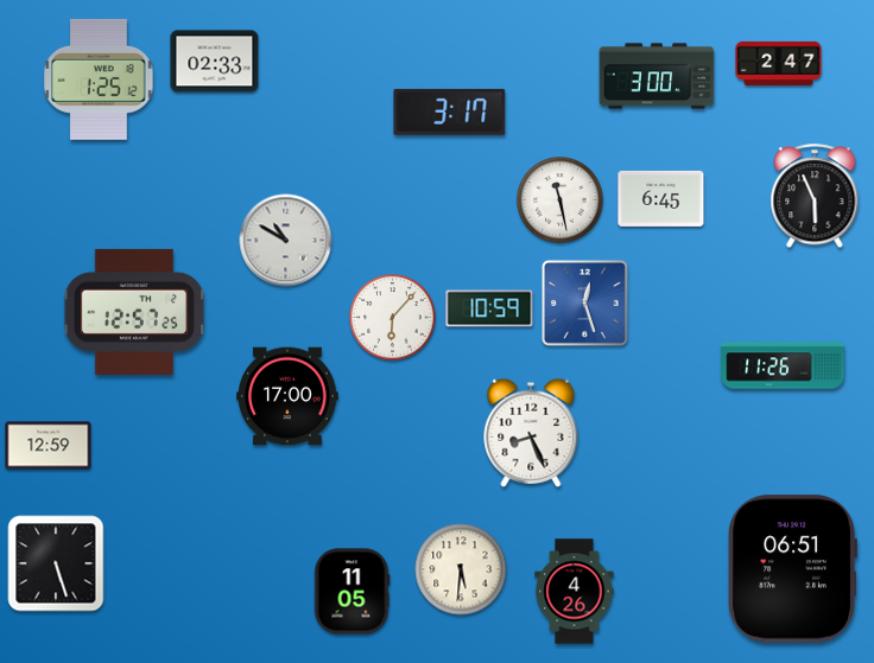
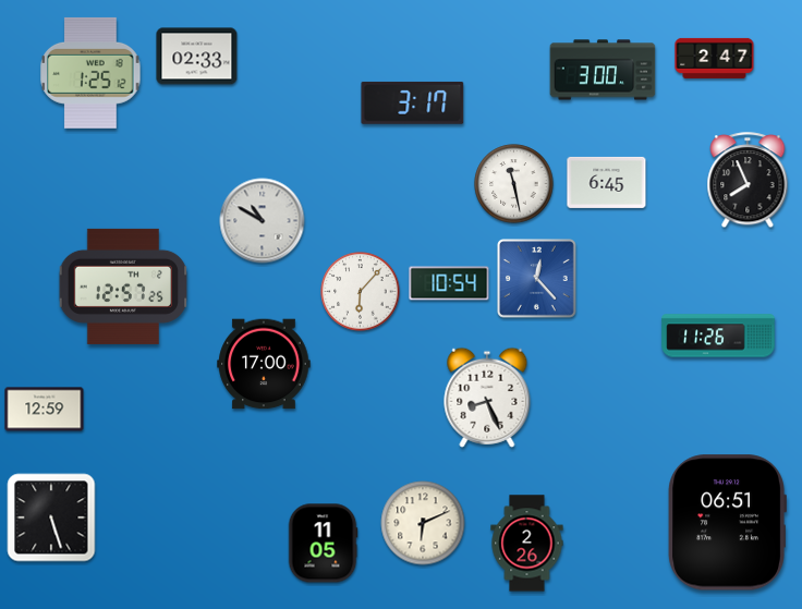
clock at (815, 197): 5:56 -> 7:56
clock at (585, 304): 12:27 -> 12:23
clock at (489, 308): 10:59 -> 10:54
clock at (461, 569): 5:31 -> 6:11
clock at (575, 592): 4:26 -> 2:26
